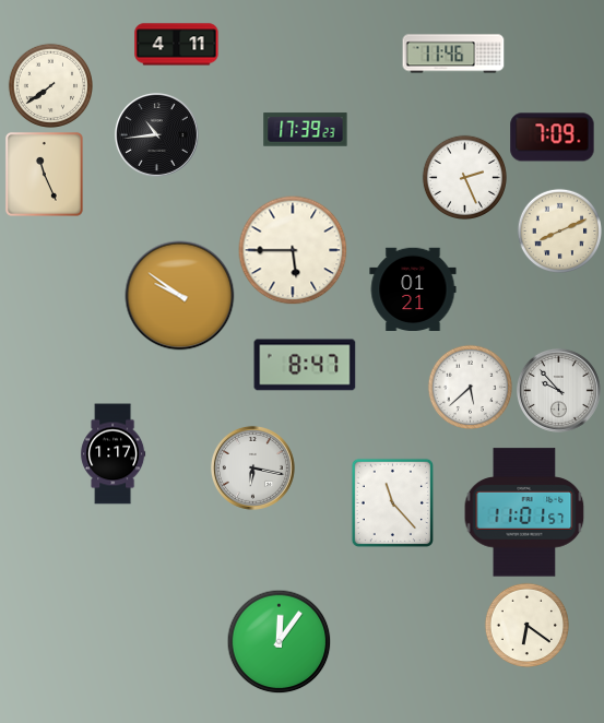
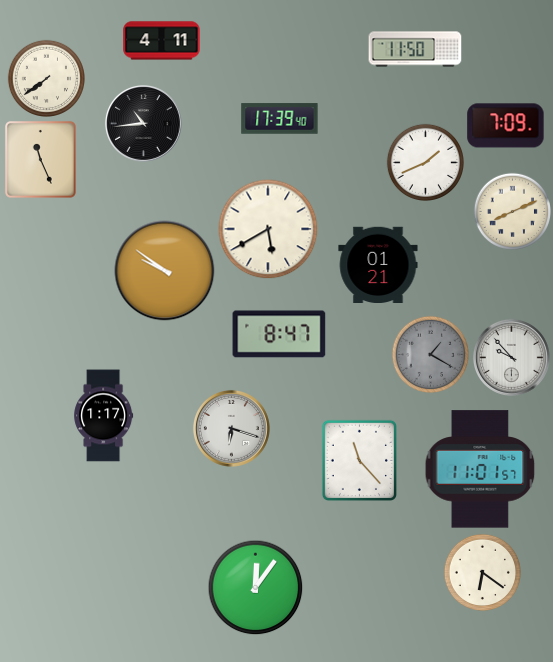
clock at (453, 54): 11:46 -> 11:50
clock at (306, 130): 17:39:23 -> 17:39:40
clock at (464, 177): 2:26 -> 1:41
clock at (293, 250): 5:45 -> 5:40
clock at (470, 387): 5:38 -> 1:20
clock at (470, 387) dial: white -> grey
clock at (252, 467): 6:17 -> 6:18
